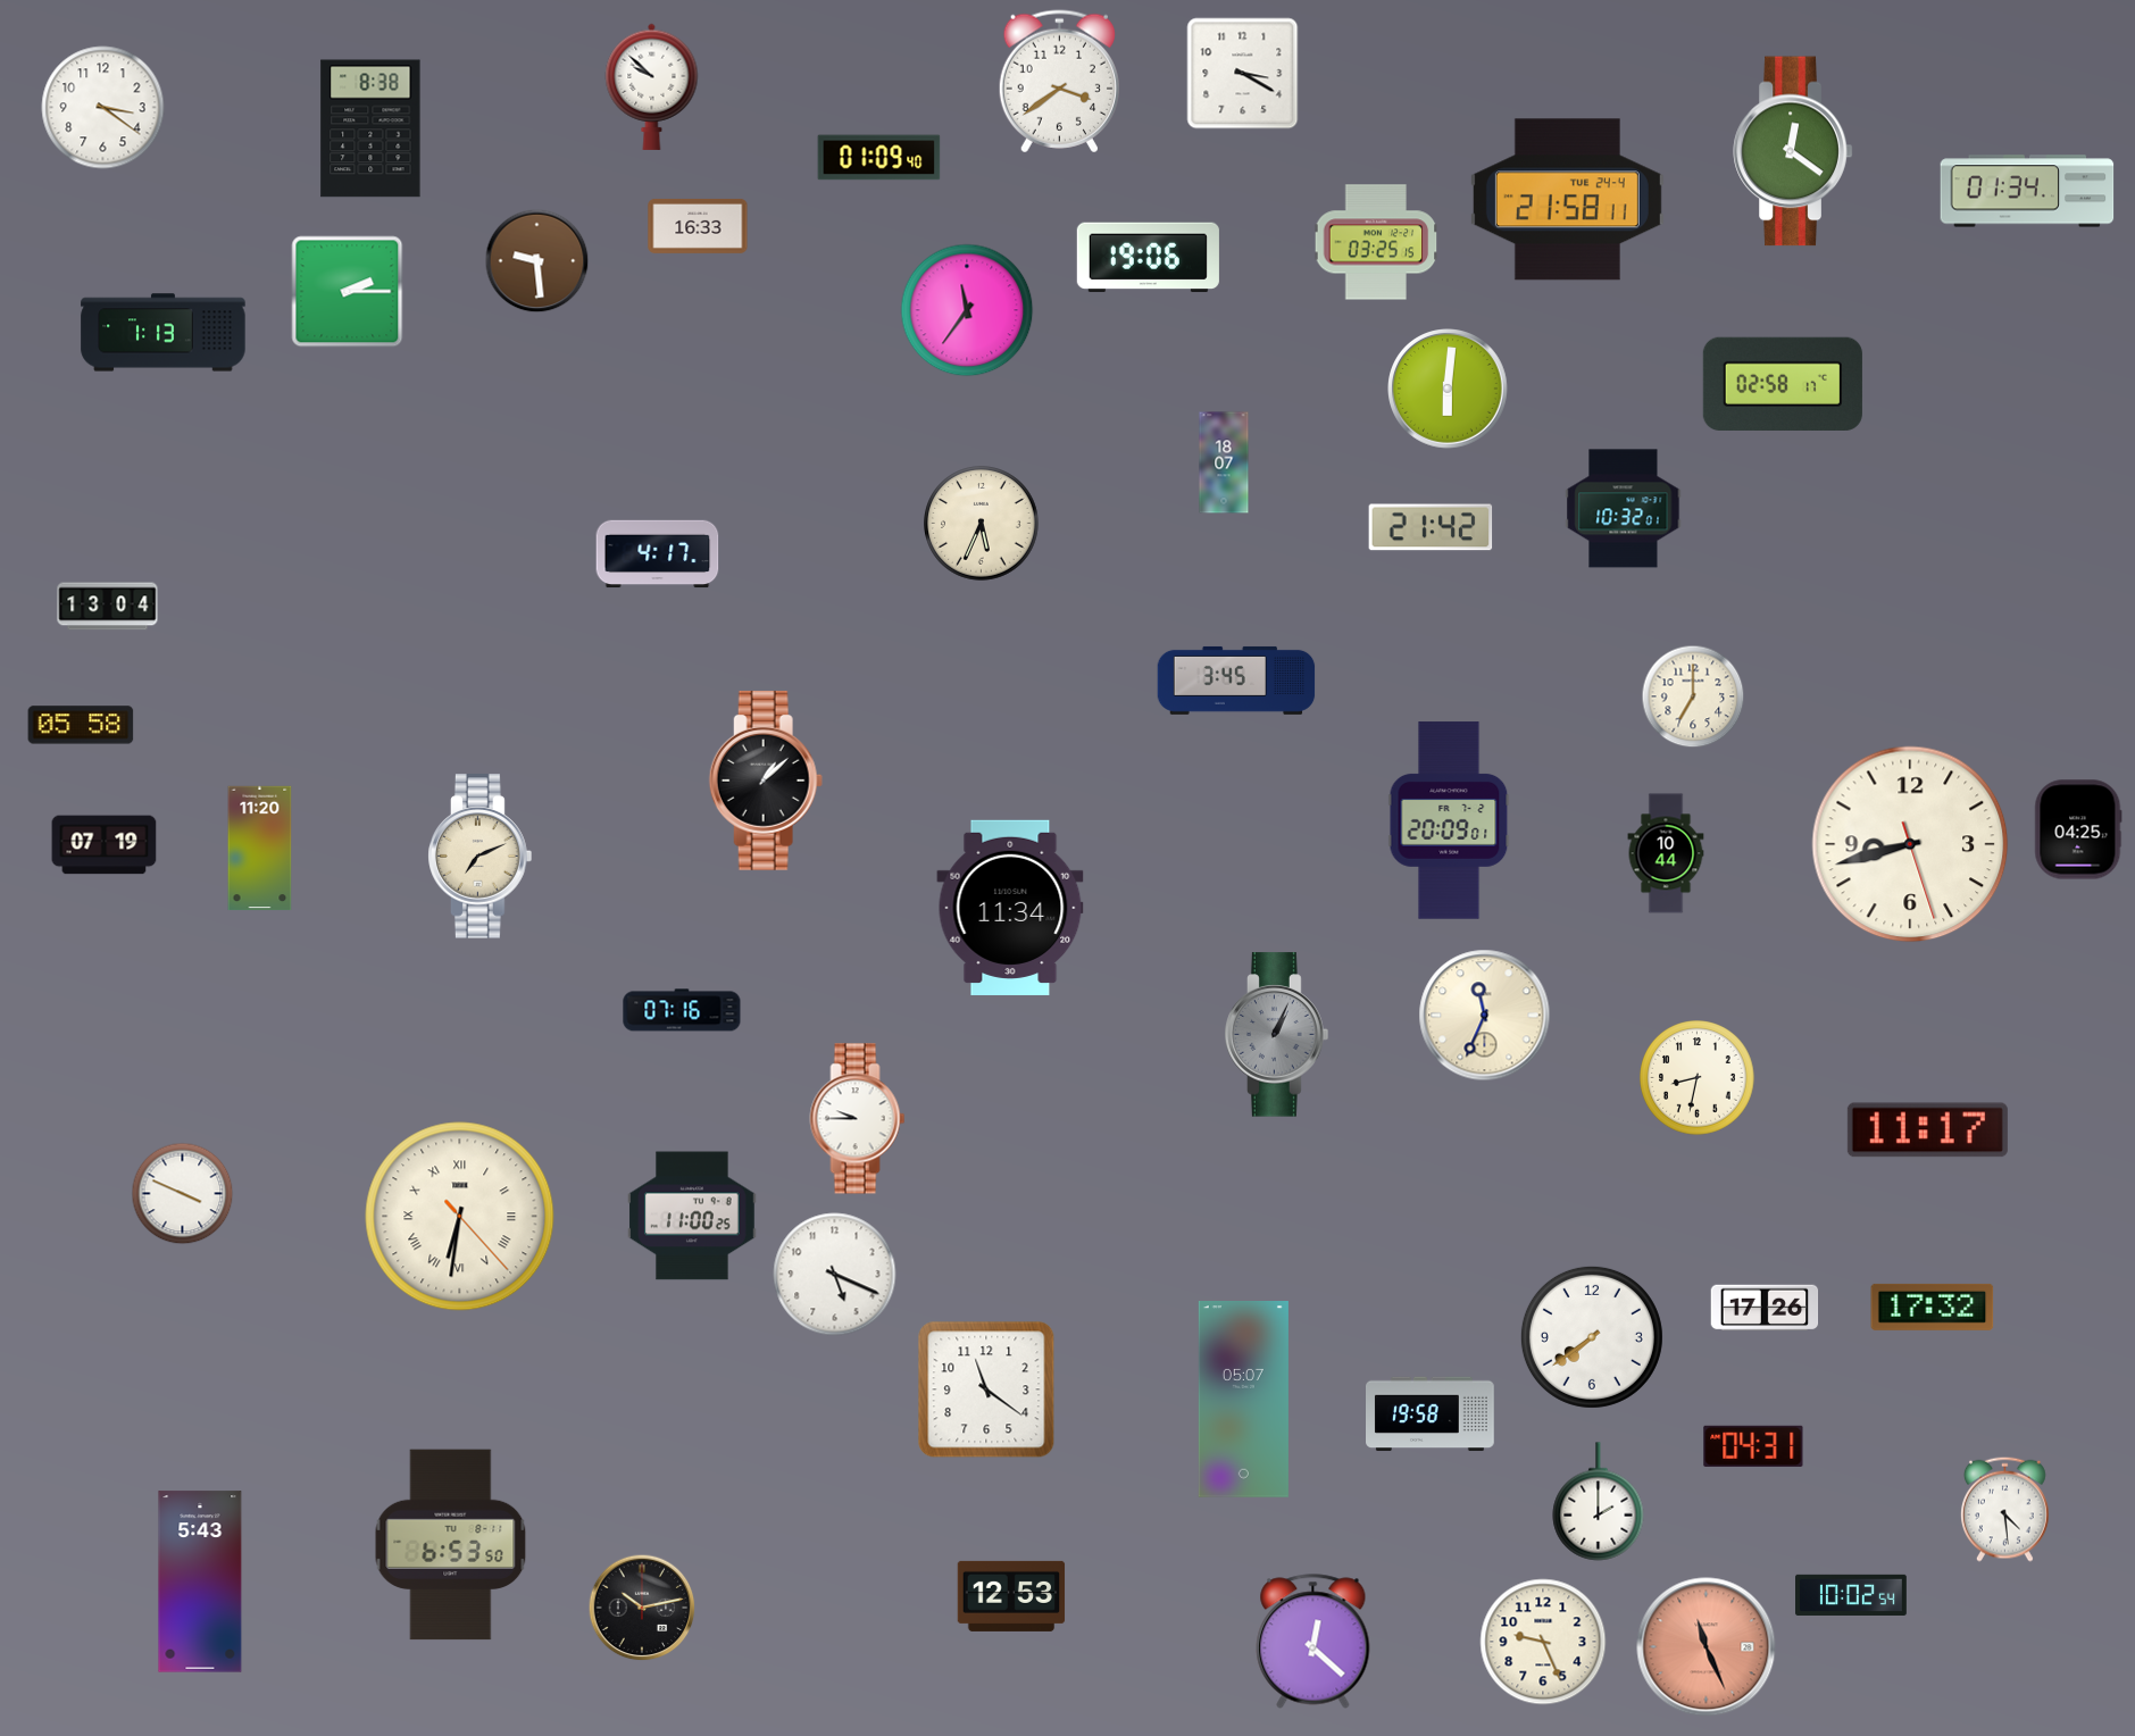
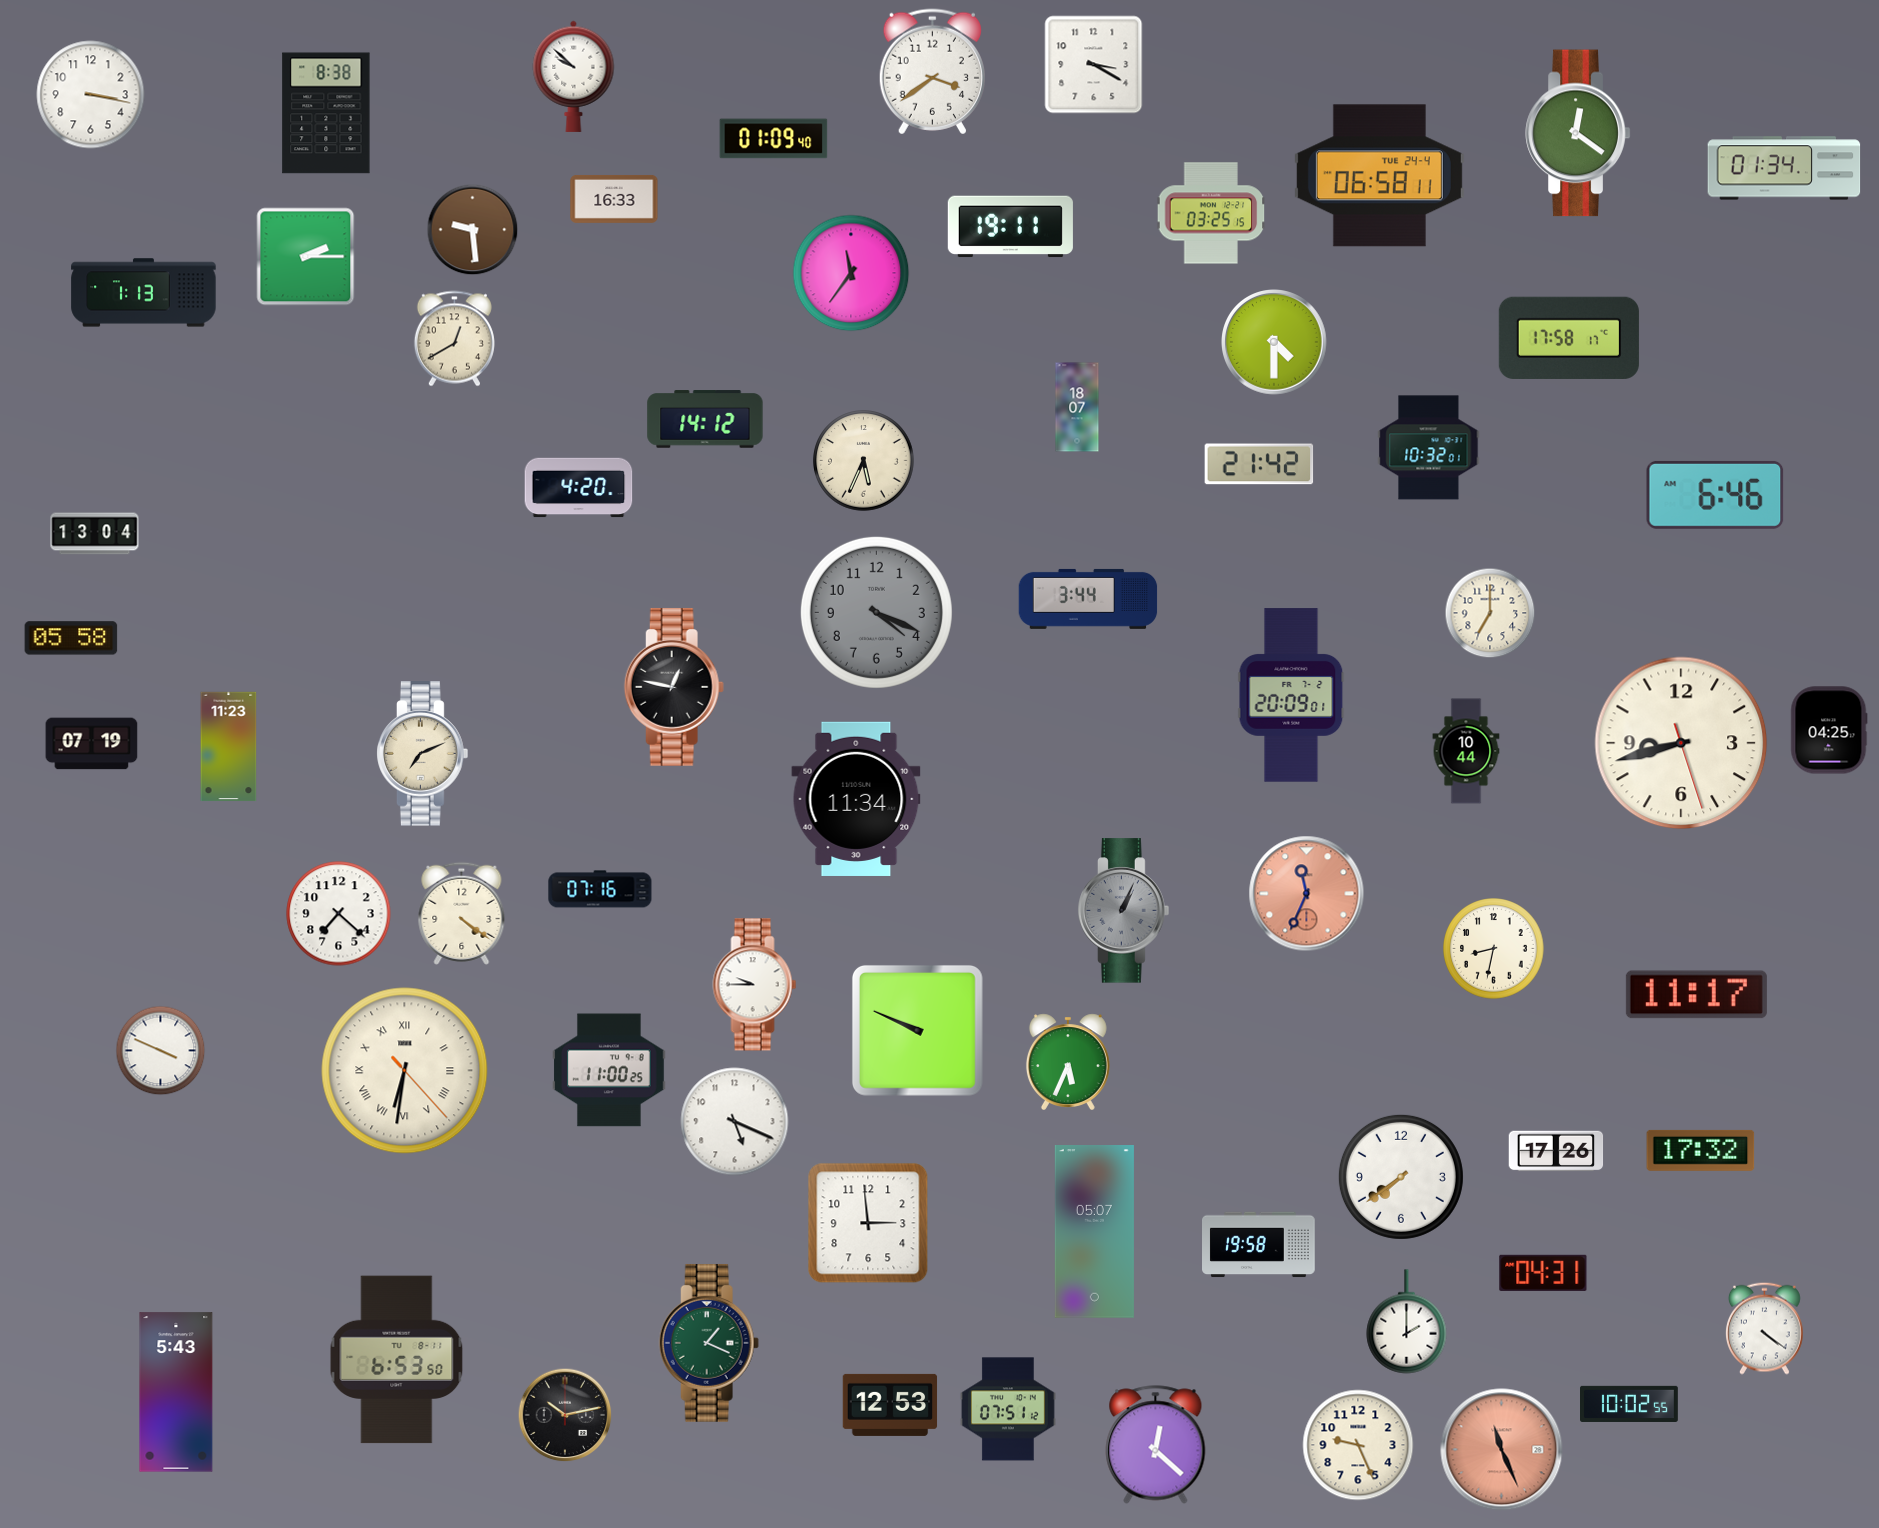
clock at (103, 108): 3:21 -> 3:17
clock at (1567, 200): 21:58 -> 06:58
clock at (1148, 258): 19:06 -> 19:11
clock at (1783, 384): 02:58 -> 17:58
clock at (454, 339): none -> 12:40
clock at (1449, 390): 6:01 -> 4:30
clock at (705, 419): none -> 14:12
clock at (658, 554): 4:17 -> 4:20
clock at (1715, 495): none -> 6:46
clock at (1236, 681): 3:45 -> 3:44
clock at (876, 612): none -> 4:19
clock at (766, 781): 1:08 -> 12:47
clock at (1449, 820) position: (1449, 820) -> (1291, 695)
clock at (260, 849): 11:20 -> 11:23
clock at (1010, 908) position: (1010, 908) -> (856, 799)
clock at (1485, 1016) dial: cream -> salmon
clock at (462, 913): none -> 4:21
clock at (339, 914): none -> 7:22
clock at (917, 1030): none -> 9:49
clock at (1068, 1062): none -> 5:34
clock at (1765, 1308) position: (1765, 1308) -> (1556, 1151)
clock at (986, 1389): 11:21 -> 2:59
clock at (2004, 1509): 4:29 -> 4:21
clock at (709, 1343): none -> 1:19
clock at (1852, 1595): 10:02:54 -> 10:02:55
clock at (1008, 1409): none -> 07:51
